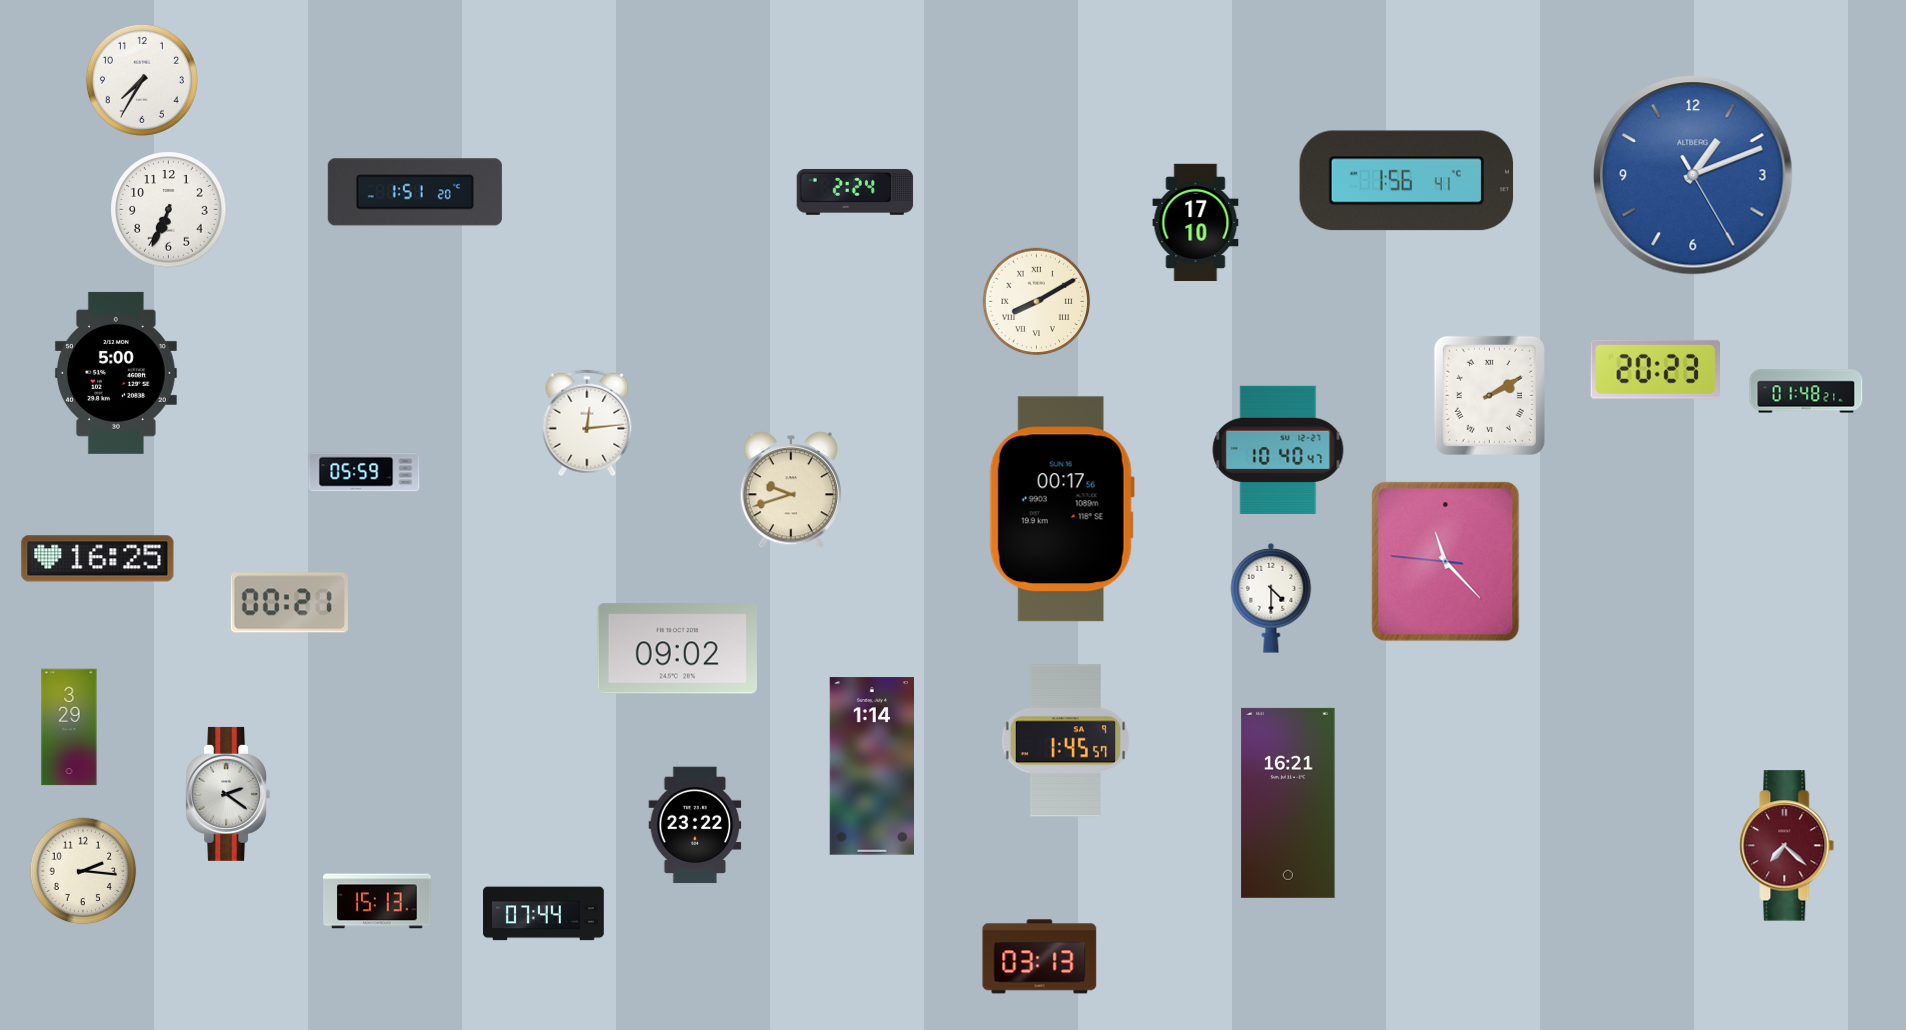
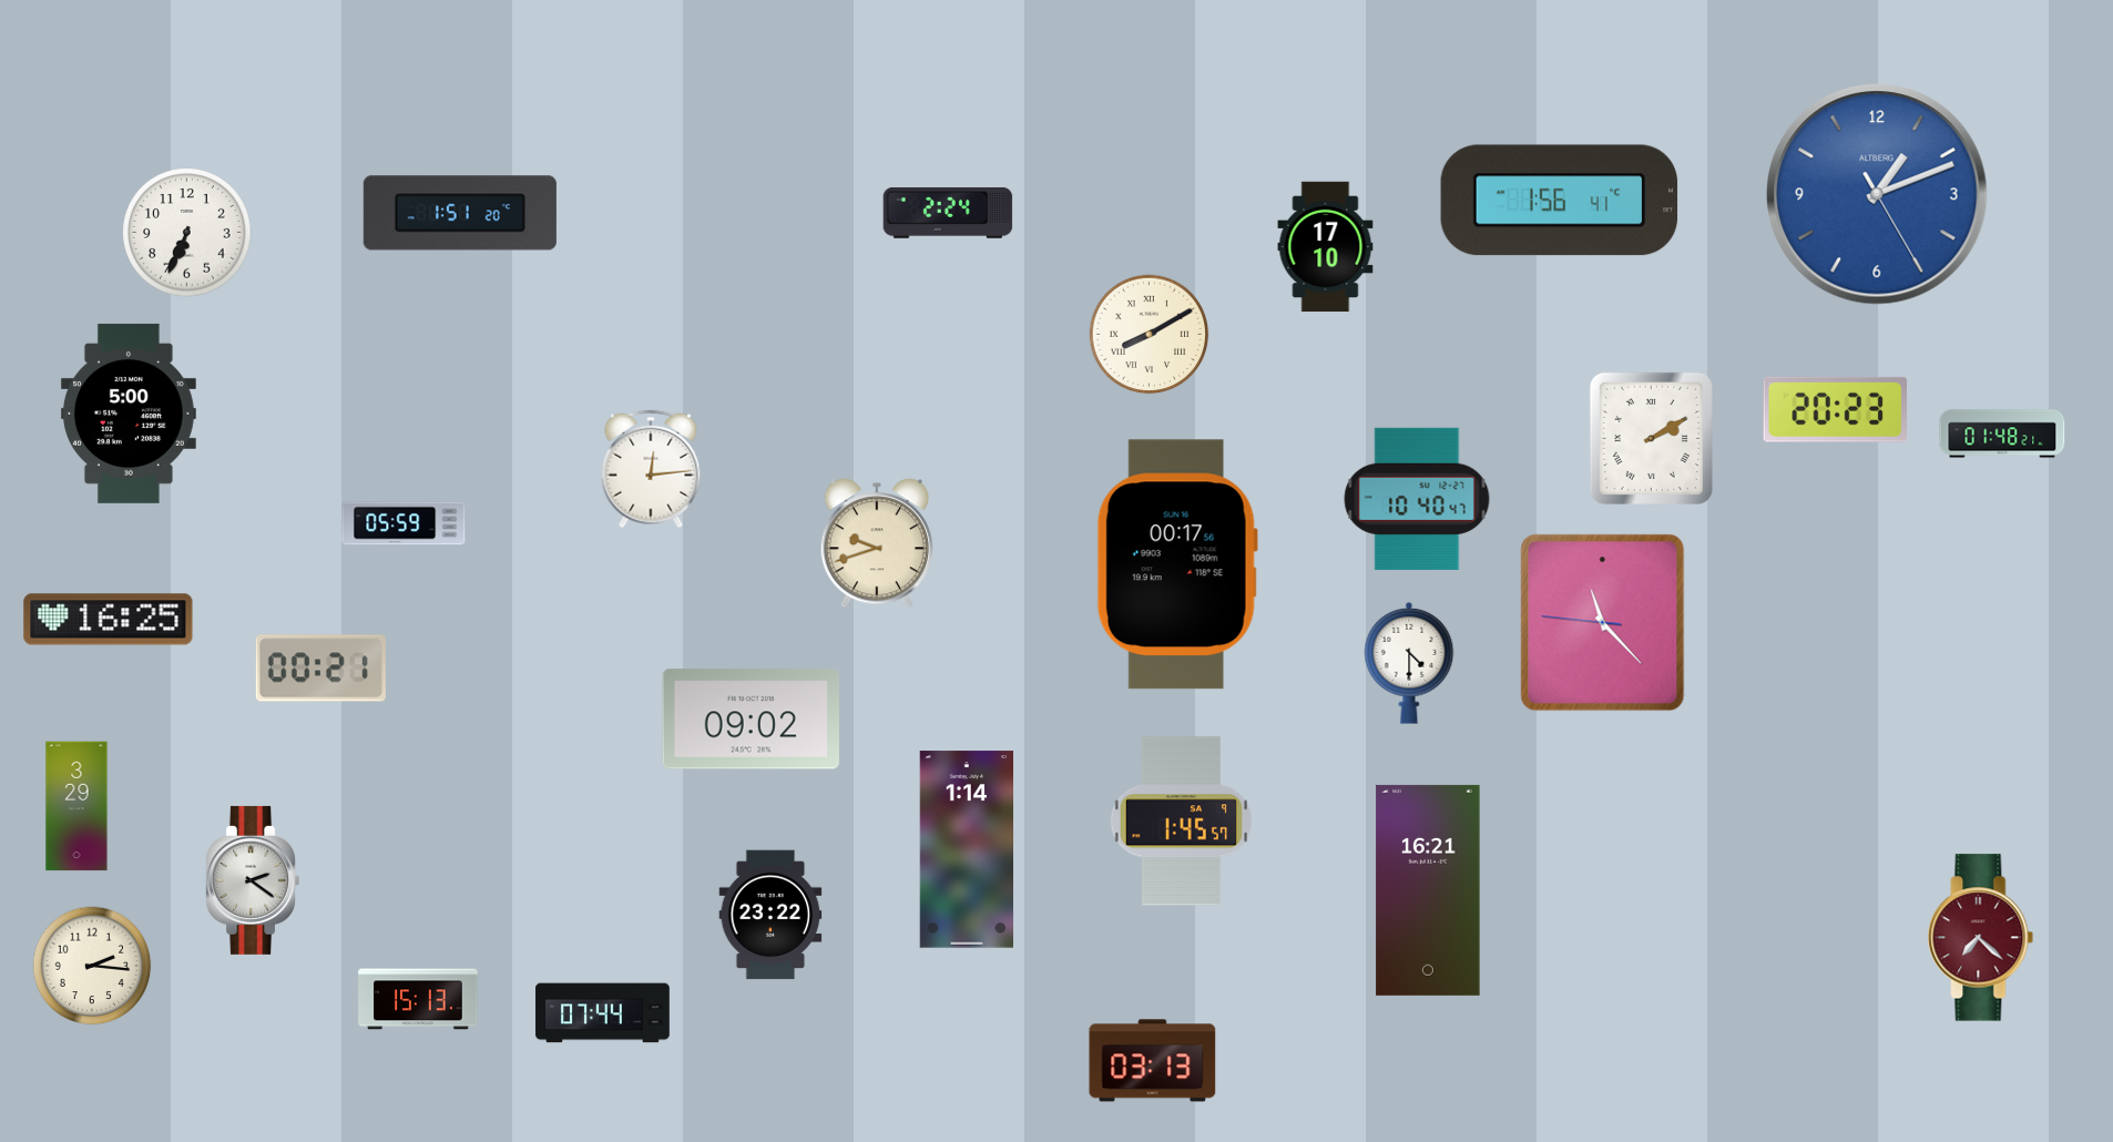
clock at (142, 80): 7:35 -> none
